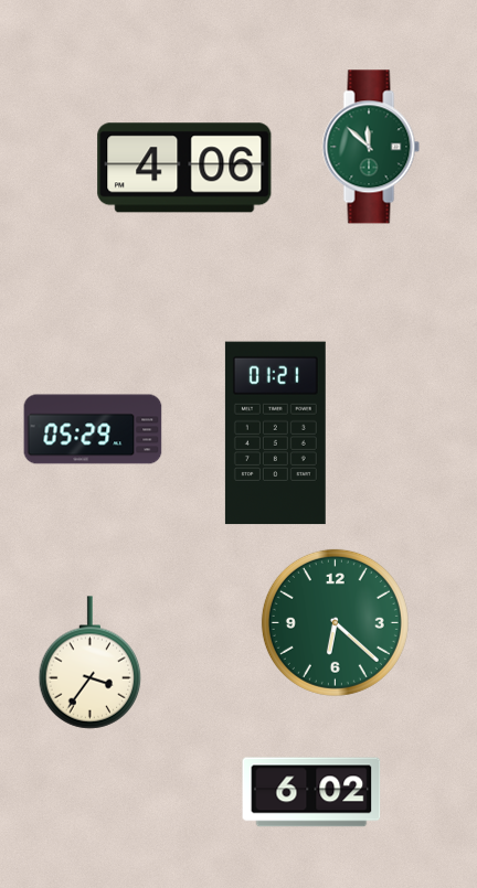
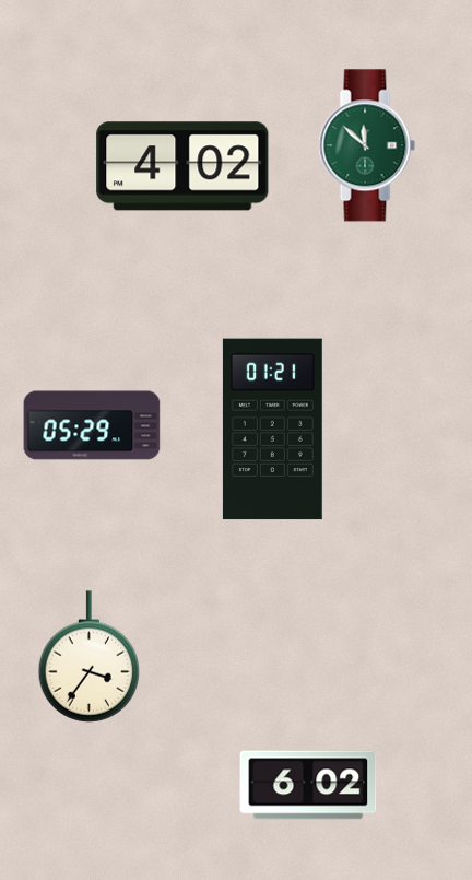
clock at (184, 168): 4:06 -> 4:02
clock at (335, 622): 6:22 -> none
